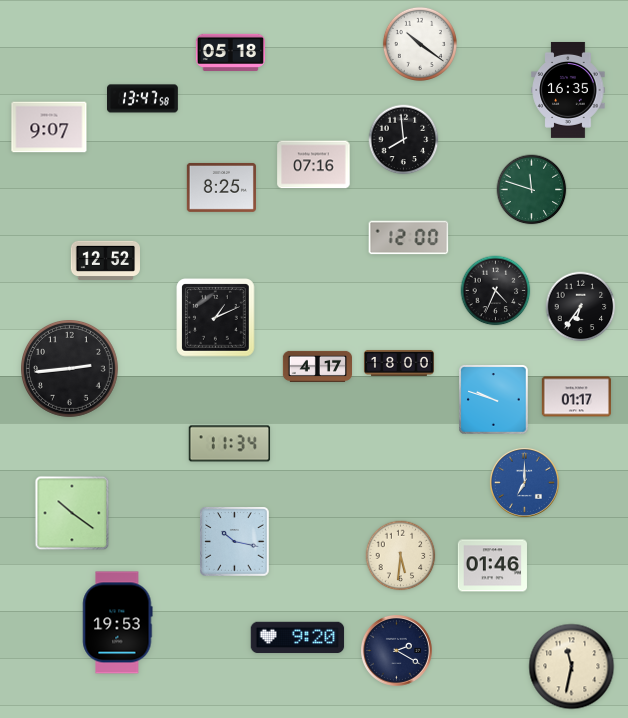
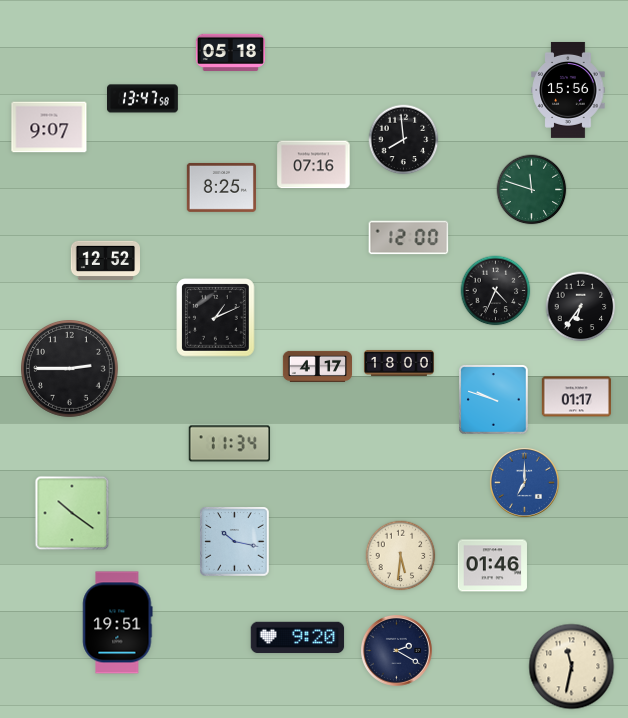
clock at (420, 44): 10:21 -> none
clock at (568, 90): 16:35 -> 15:56
clock at (70, 369): 2:44 -> 2:45
clock at (118, 623): 19:53 -> 19:51
